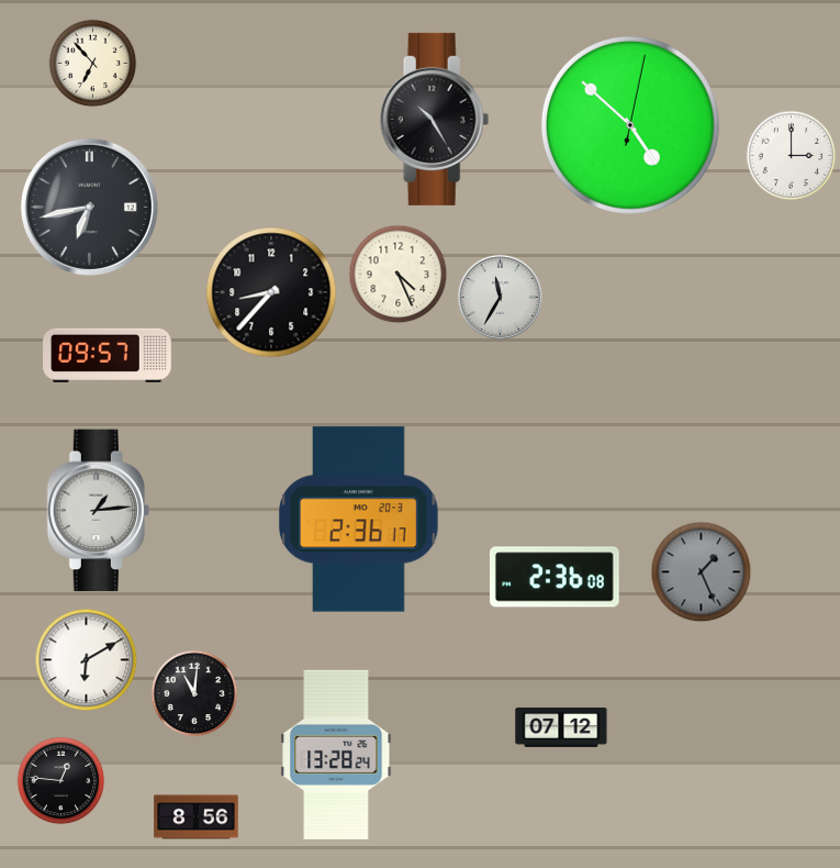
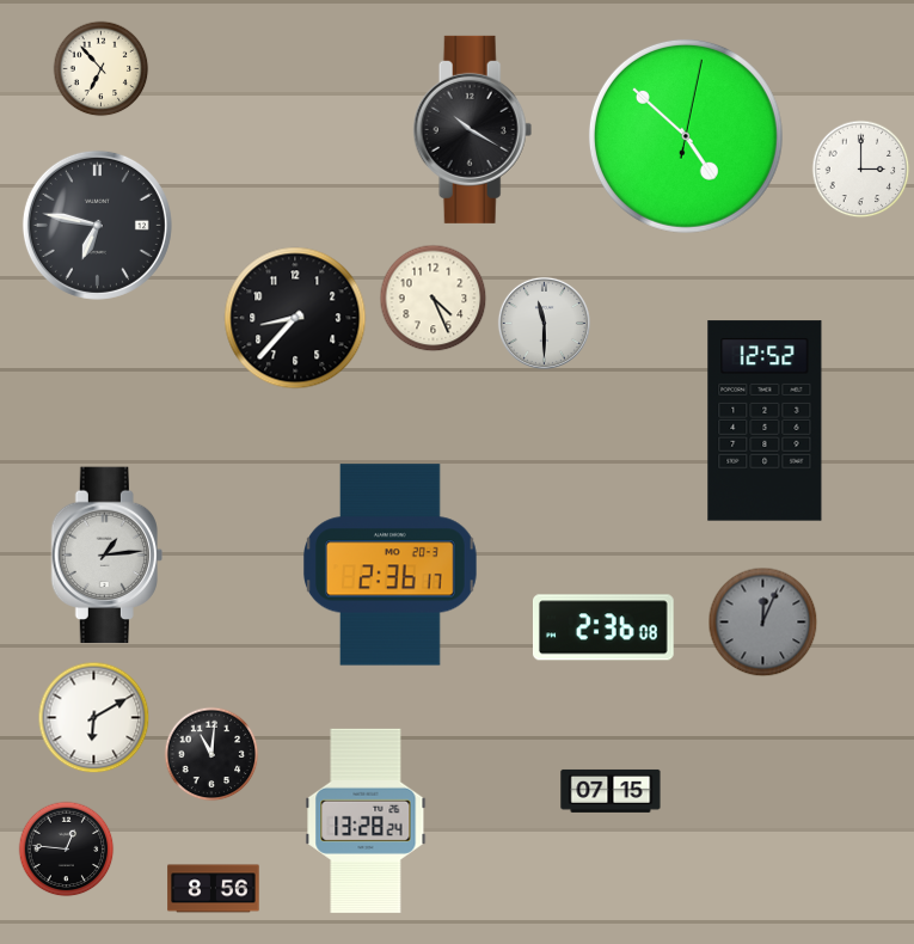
clock at (435, 119): 10:25 -> 10:20
clock at (89, 207): 6:43 -> 6:47
clock at (500, 297): 11:35 -> 11:30
clock at (108, 355): 09:57 -> none
clock at (765, 421): none -> 12:52
clock at (701, 571): 1:26 -> 12:04
clock at (561, 727): 07:12 -> 07:15
